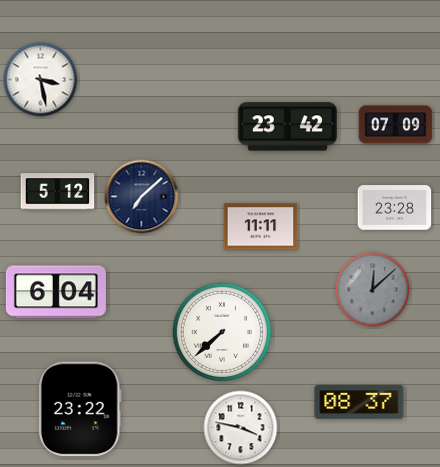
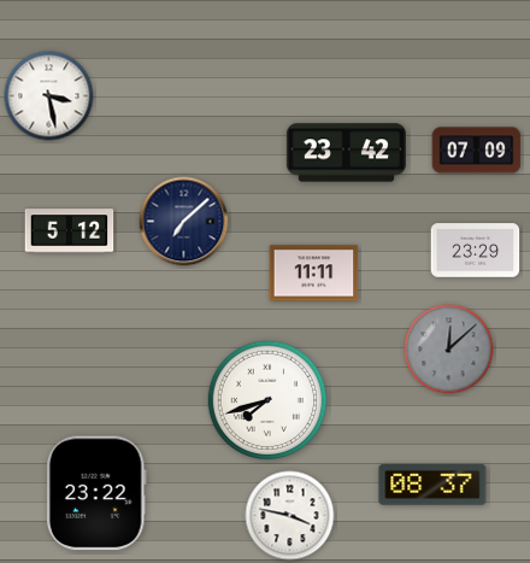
clock at (142, 197) position: (142, 197) -> (184, 222)
clock at (395, 208): 23:28 -> 23:29
clock at (56, 292): 6:04 -> none
clock at (222, 332): 7:38 -> 7:42
